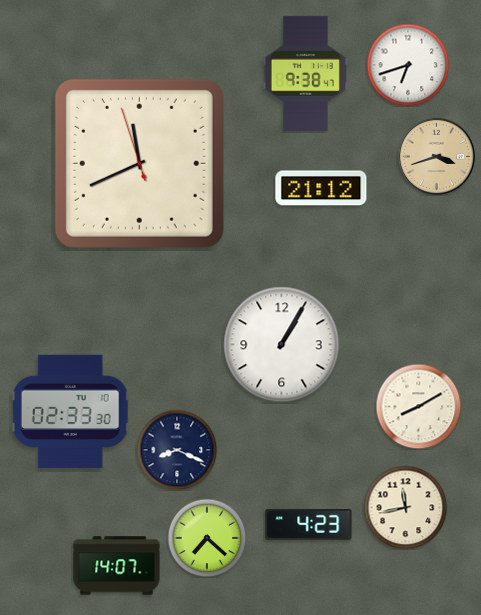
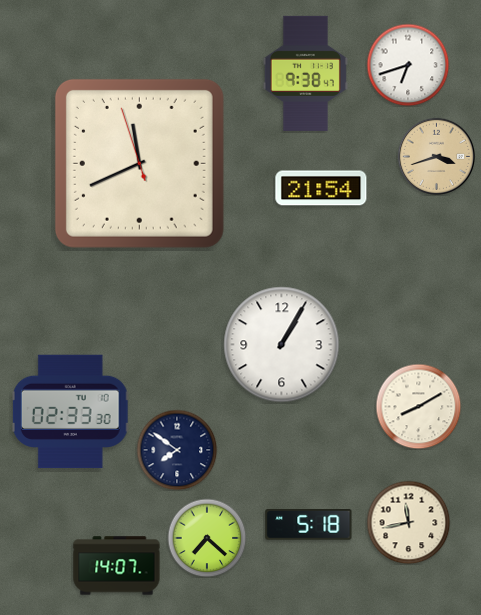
clock at (321, 188): 21:12 -> 21:54
clock at (177, 450): 8:19 -> 7:51
clock at (405, 507) position: (405, 507) -> (408, 522)
clock at (309, 525): 4:23 -> 5:18
